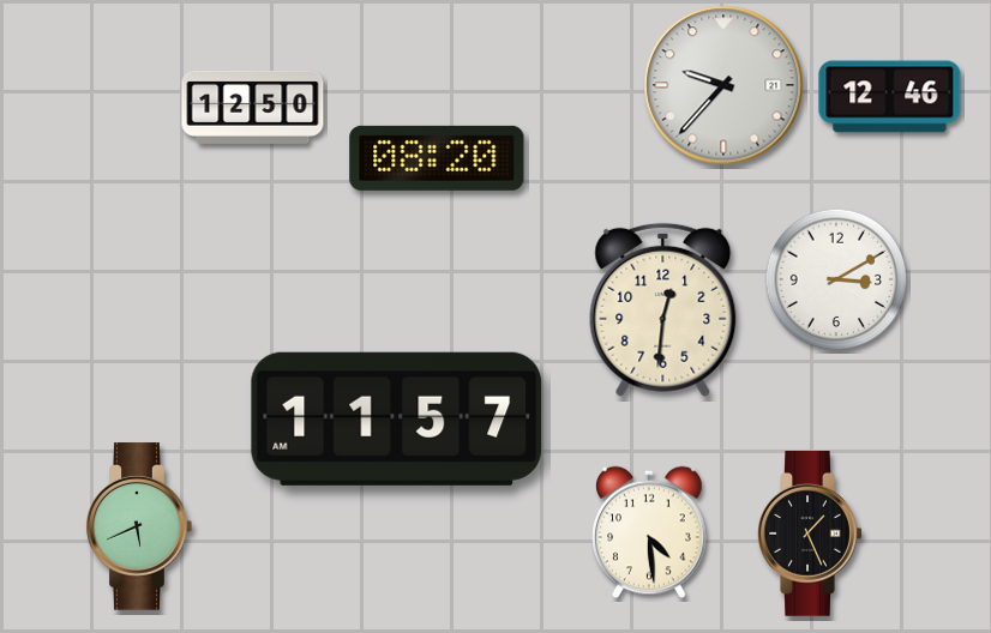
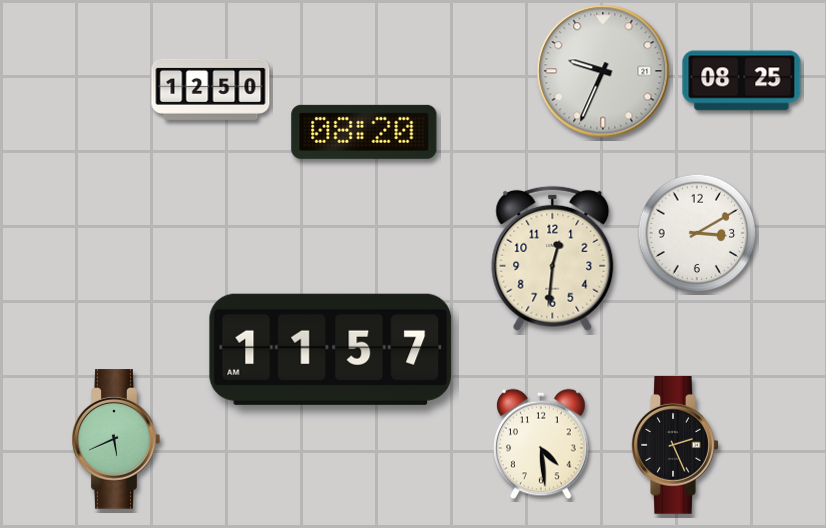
clock at (723, 85): 9:37 -> 9:34
clock at (890, 97): 12:46 -> 08:25
clock at (810, 535): 1:26 -> 2:26
